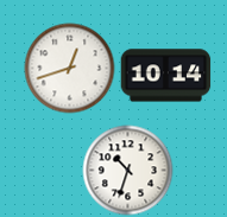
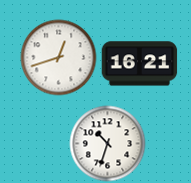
clock at (166, 76): 10:14 -> 16:21
